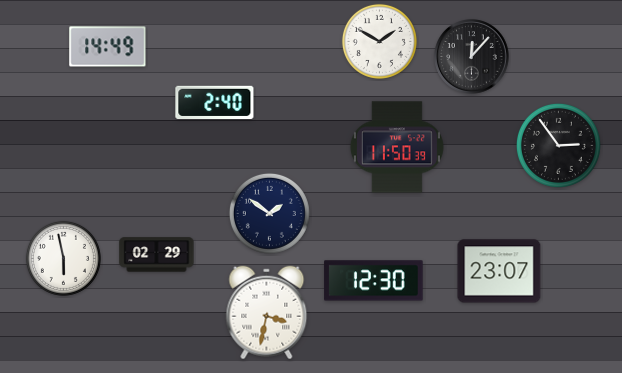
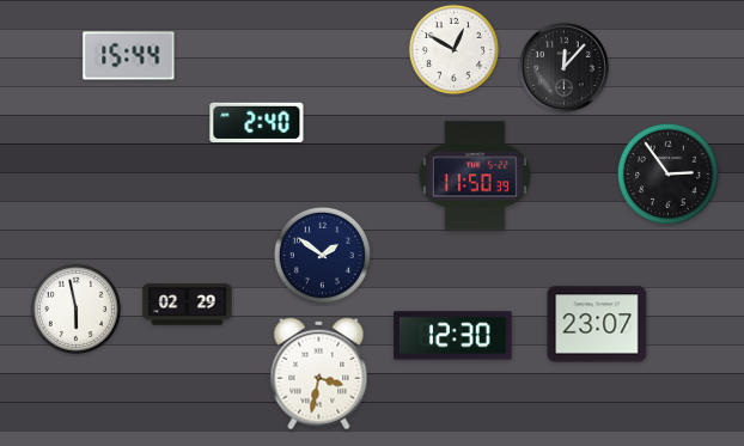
clock at (379, 41): 1:50 -> 12:50
clock at (108, 47): 14:49 -> 15:44
clock at (374, 281) position: (374, 281) -> (453, 336)
